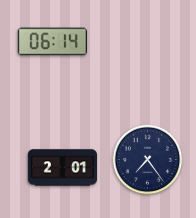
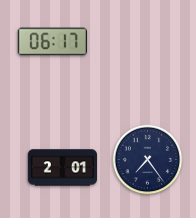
clock at (52, 42): 06:14 -> 06:17
